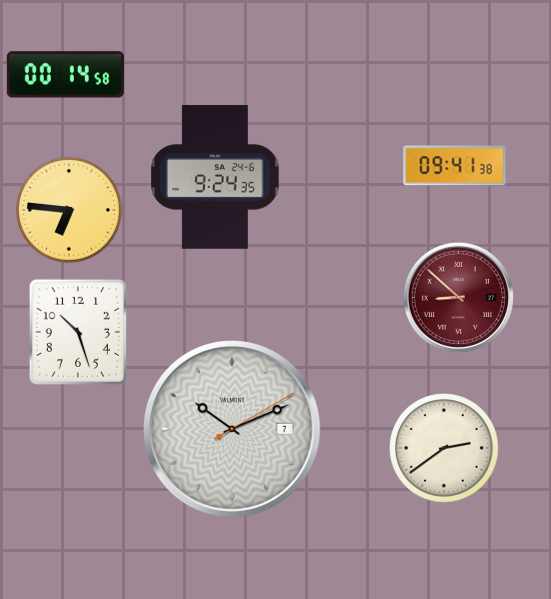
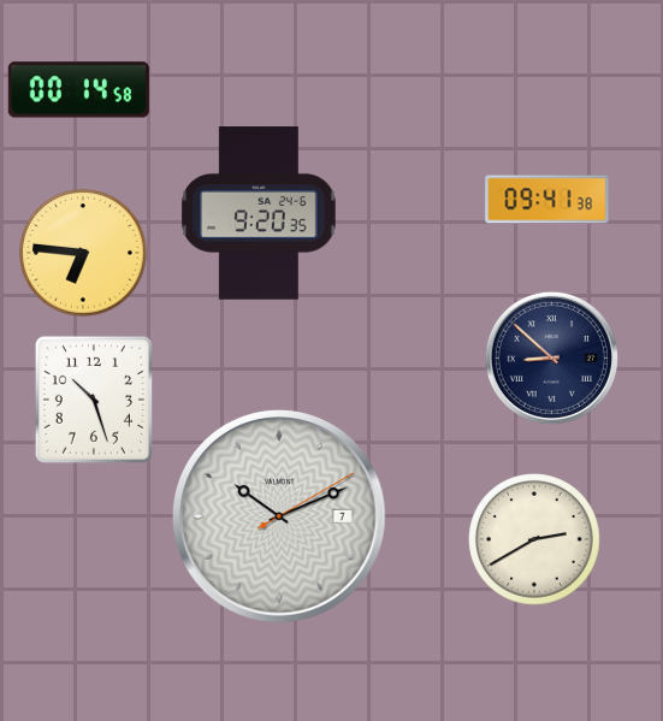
clock at (215, 177): 9:24 -> 9:20
clock at (458, 297) dial: burgundy -> navy
clock at (444, 448): 2:39 -> 2:40
